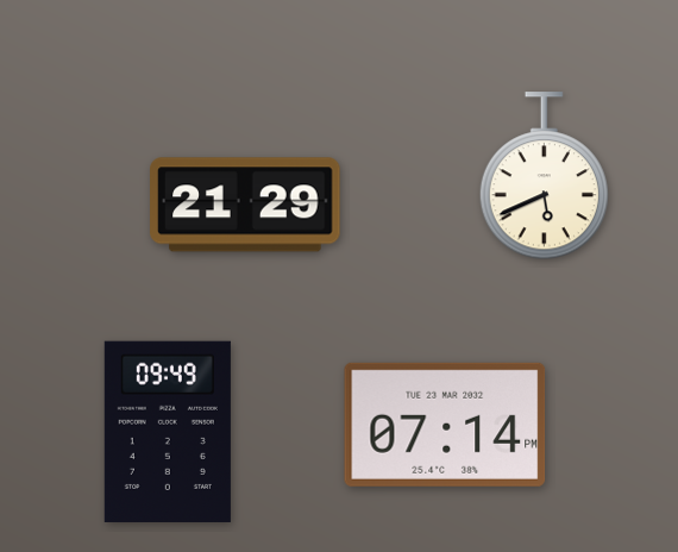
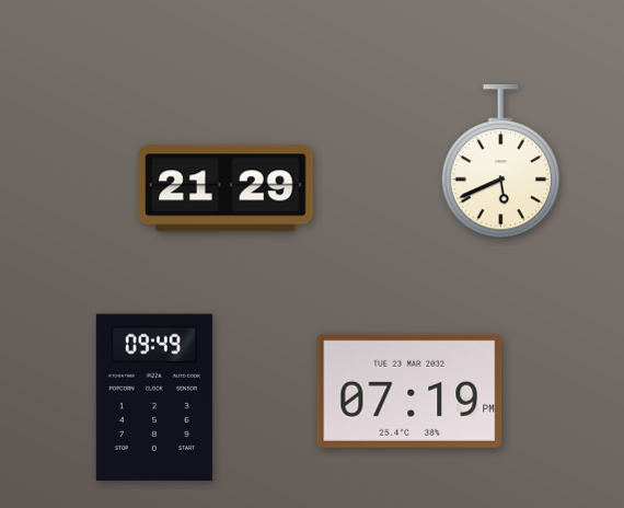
clock at (445, 425): 07:14 -> 07:19
